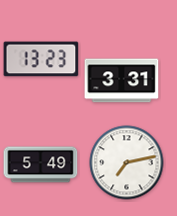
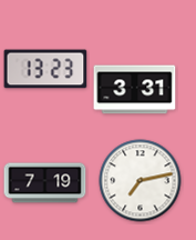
clock at (41, 59) position: (41, 59) -> (45, 69)
clock at (41, 165): 5:49 -> 7:19
